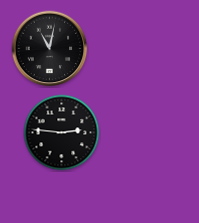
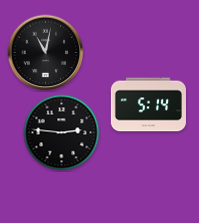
clock at (50, 49) position: (50, 49) -> (46, 53)
clock at (148, 105): none -> 5:14
